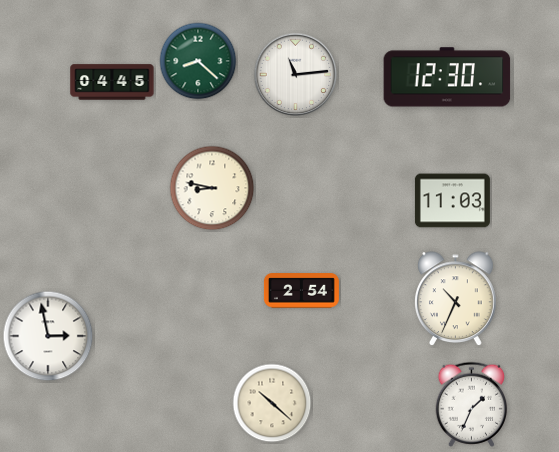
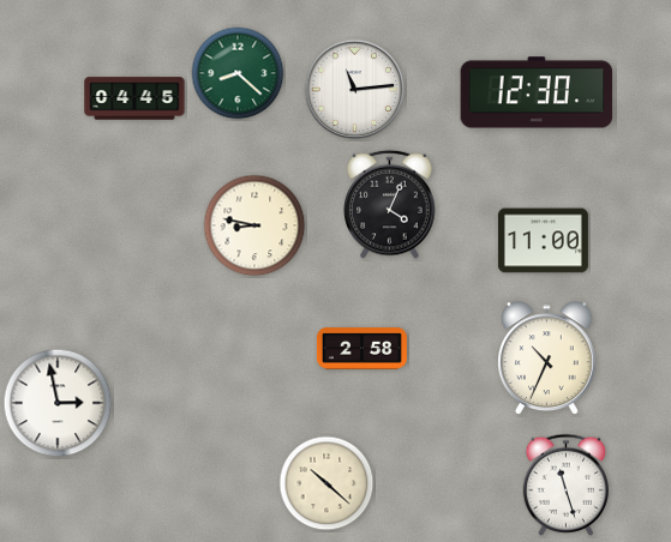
clock at (390, 204): none -> 4:04
clock at (452, 201): 11:03 -> 11:00
clock at (301, 291): 2:54 -> 2:58
clock at (472, 404): 1:34 -> 11:27
